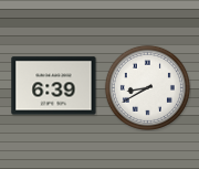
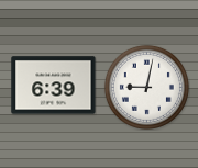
clock at (147, 87): 8:40 -> 9:02
